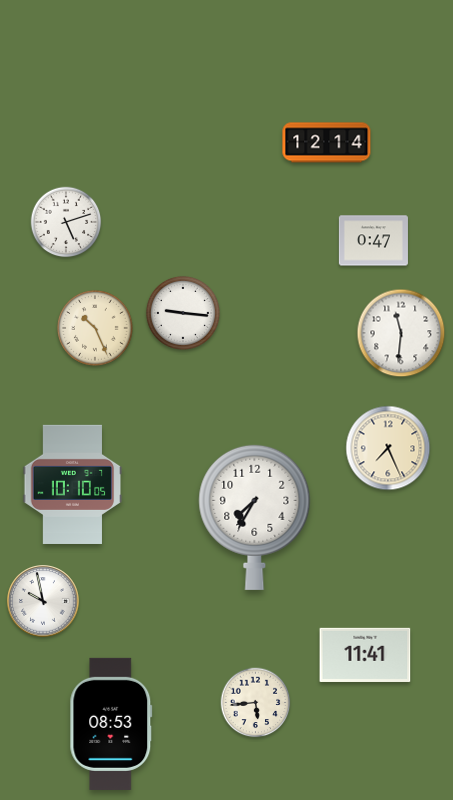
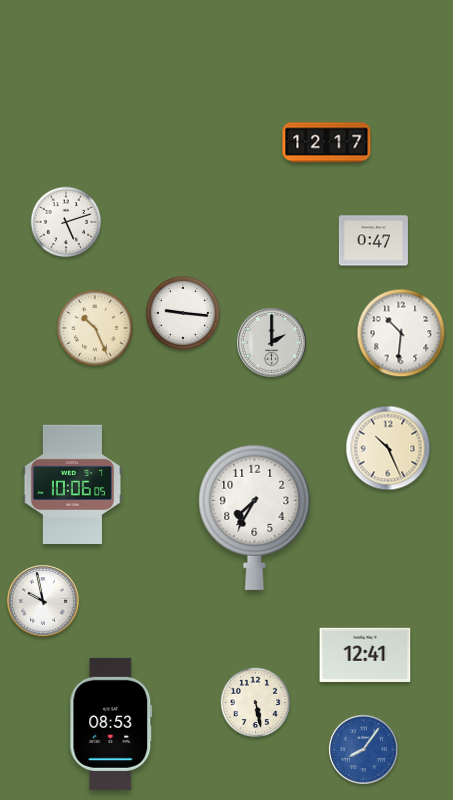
clock at (327, 143): 12:14 -> 12:17
clock at (401, 333): 11:31 -> 10:31
clock at (271, 342): none -> 2:00
clock at (388, 448): 7:26 -> 10:26
clock at (73, 484): 10:10 -> 10:06
clock at (365, 655): 11:41 -> 12:41
clock at (256, 703): 5:44 -> 5:28
clock at (363, 749): none -> 8:06
